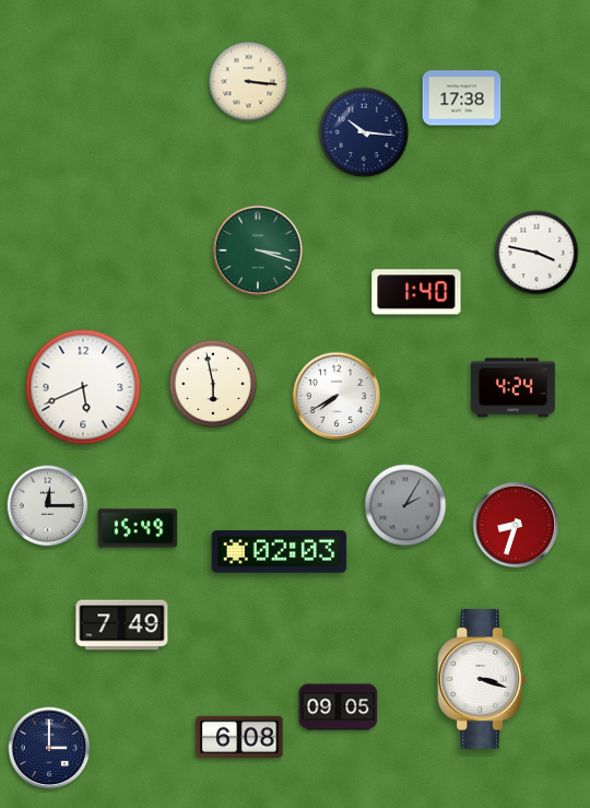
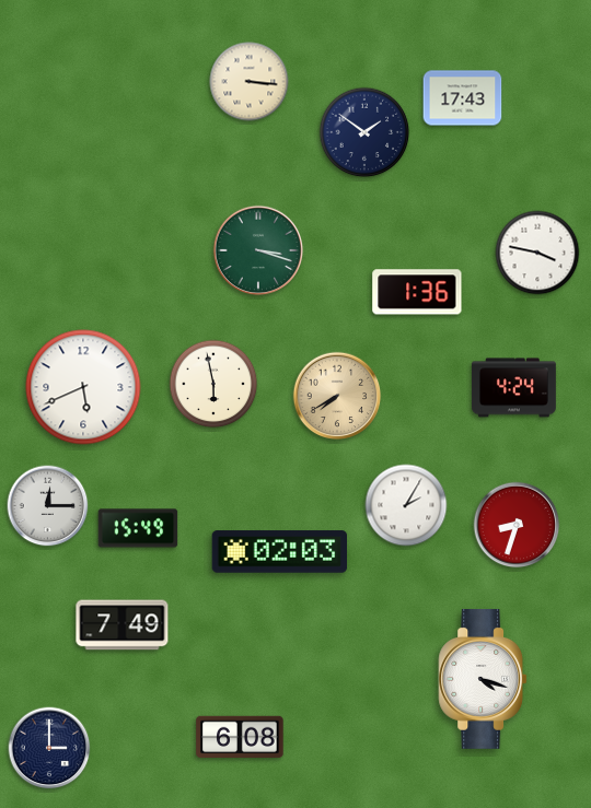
clock at (462, 98): 17:38 -> 17:43
clock at (364, 132): 10:16 -> 1:51
clock at (416, 292): 1:40 -> 1:36
clock at (337, 396) dial: white -> champagne
clock at (405, 505) dial: grey -> white
clock at (482, 679): 3:18 -> 4:18
clock at (339, 707): 09:05 -> none
